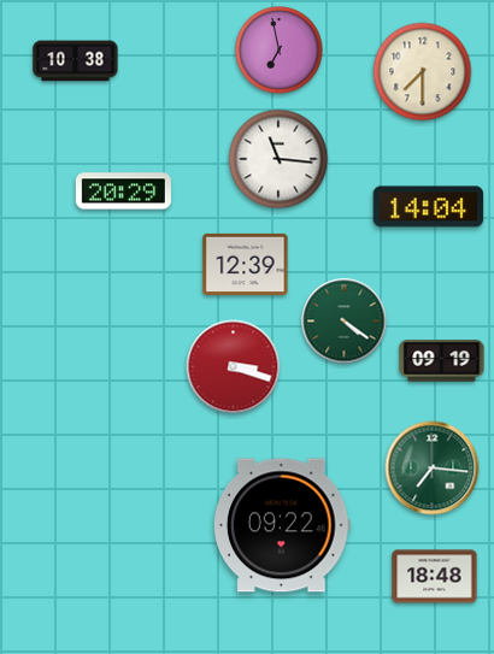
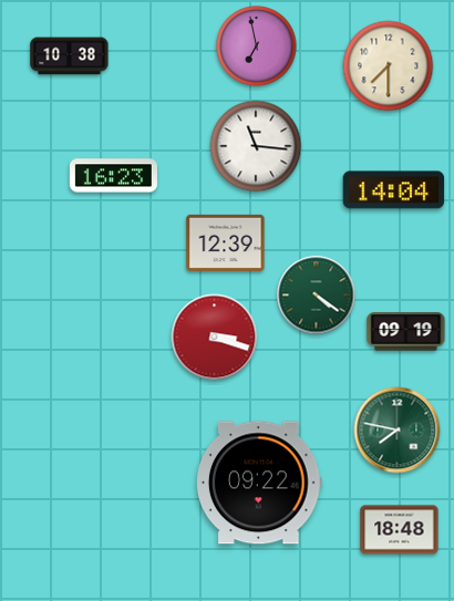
clock at (123, 192): 20:29 -> 16:23
clock at (433, 469): 7:16 -> 7:47
